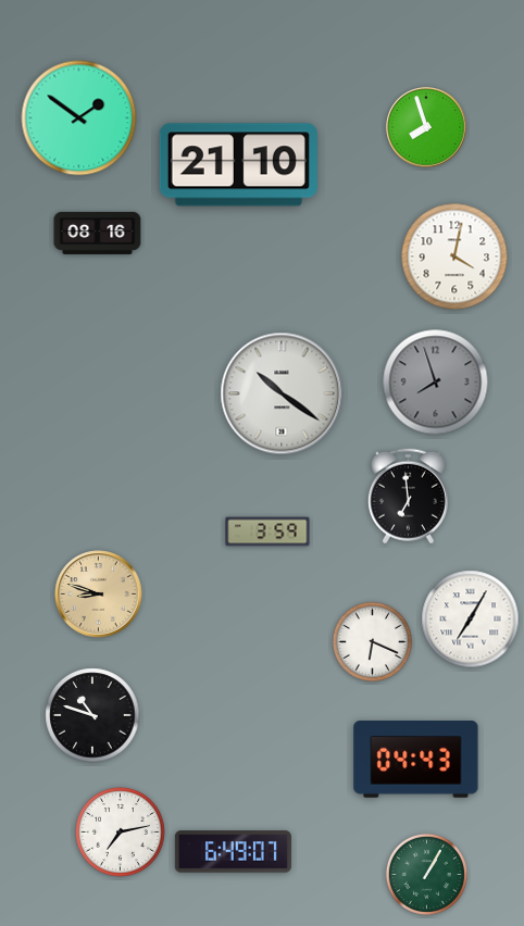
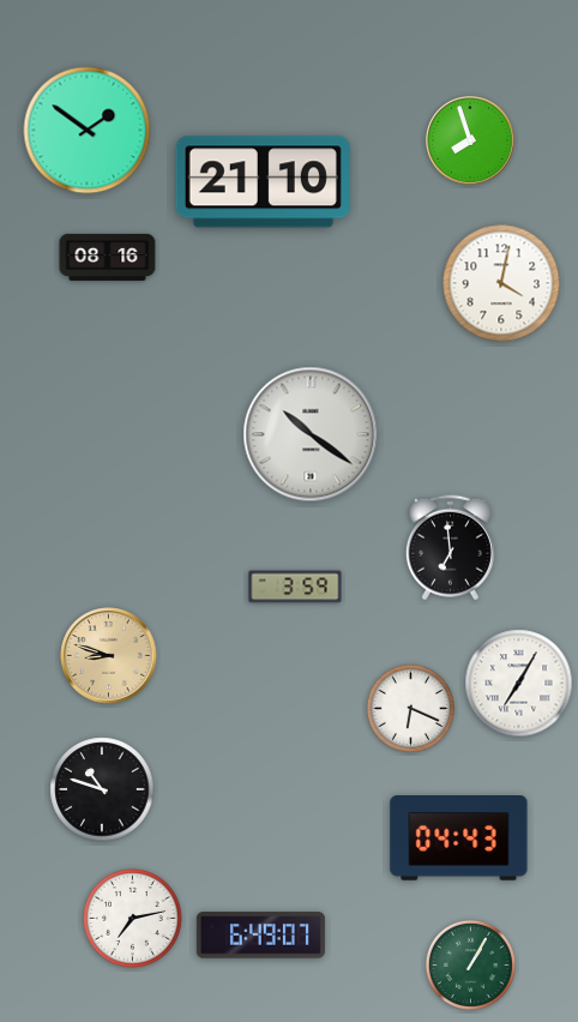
clock at (436, 383): 7:57 -> none
clock at (233, 852) position: (233, 852) -> (260, 936)
